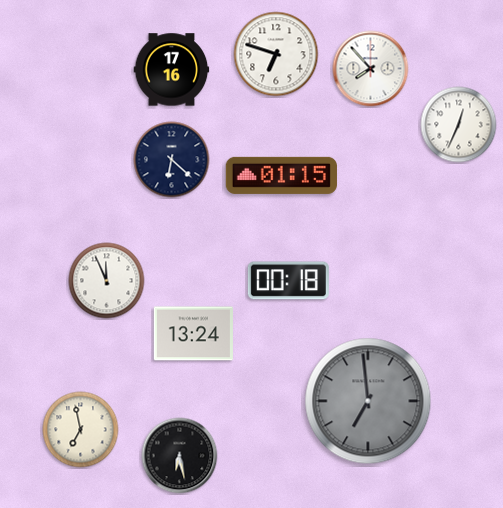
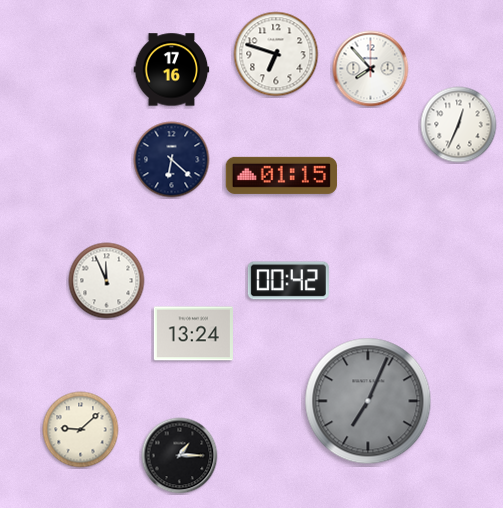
clock at (288, 281): 00:18 -> 00:42
clock at (368, 401): 6:59 -> 7:04
clock at (81, 430): 6:58 -> 9:08
clock at (180, 456): 6:28 -> 1:15
